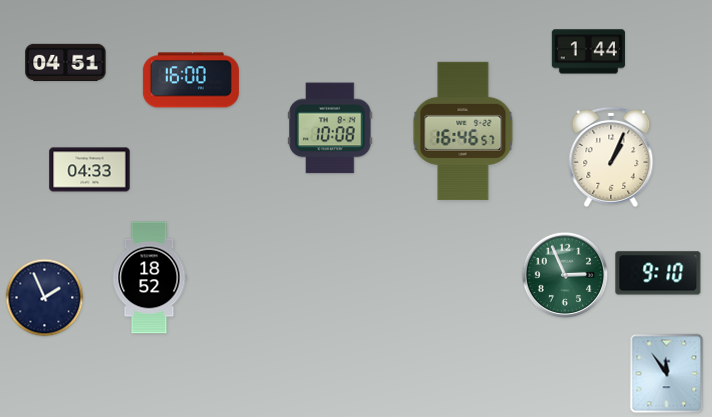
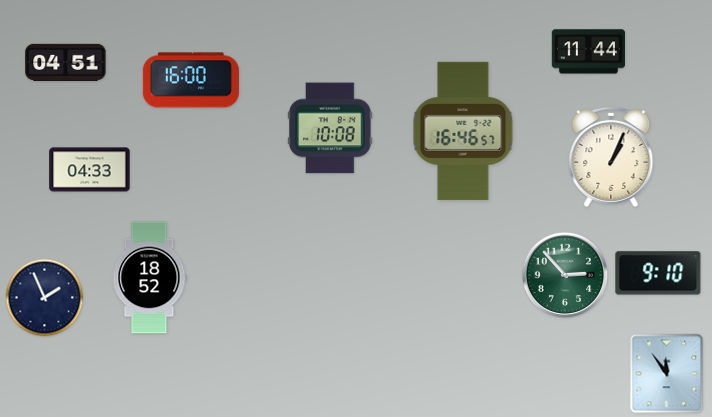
clock at (588, 52): 1:44 -> 11:44
clock at (565, 275): 2:56 -> 2:53
